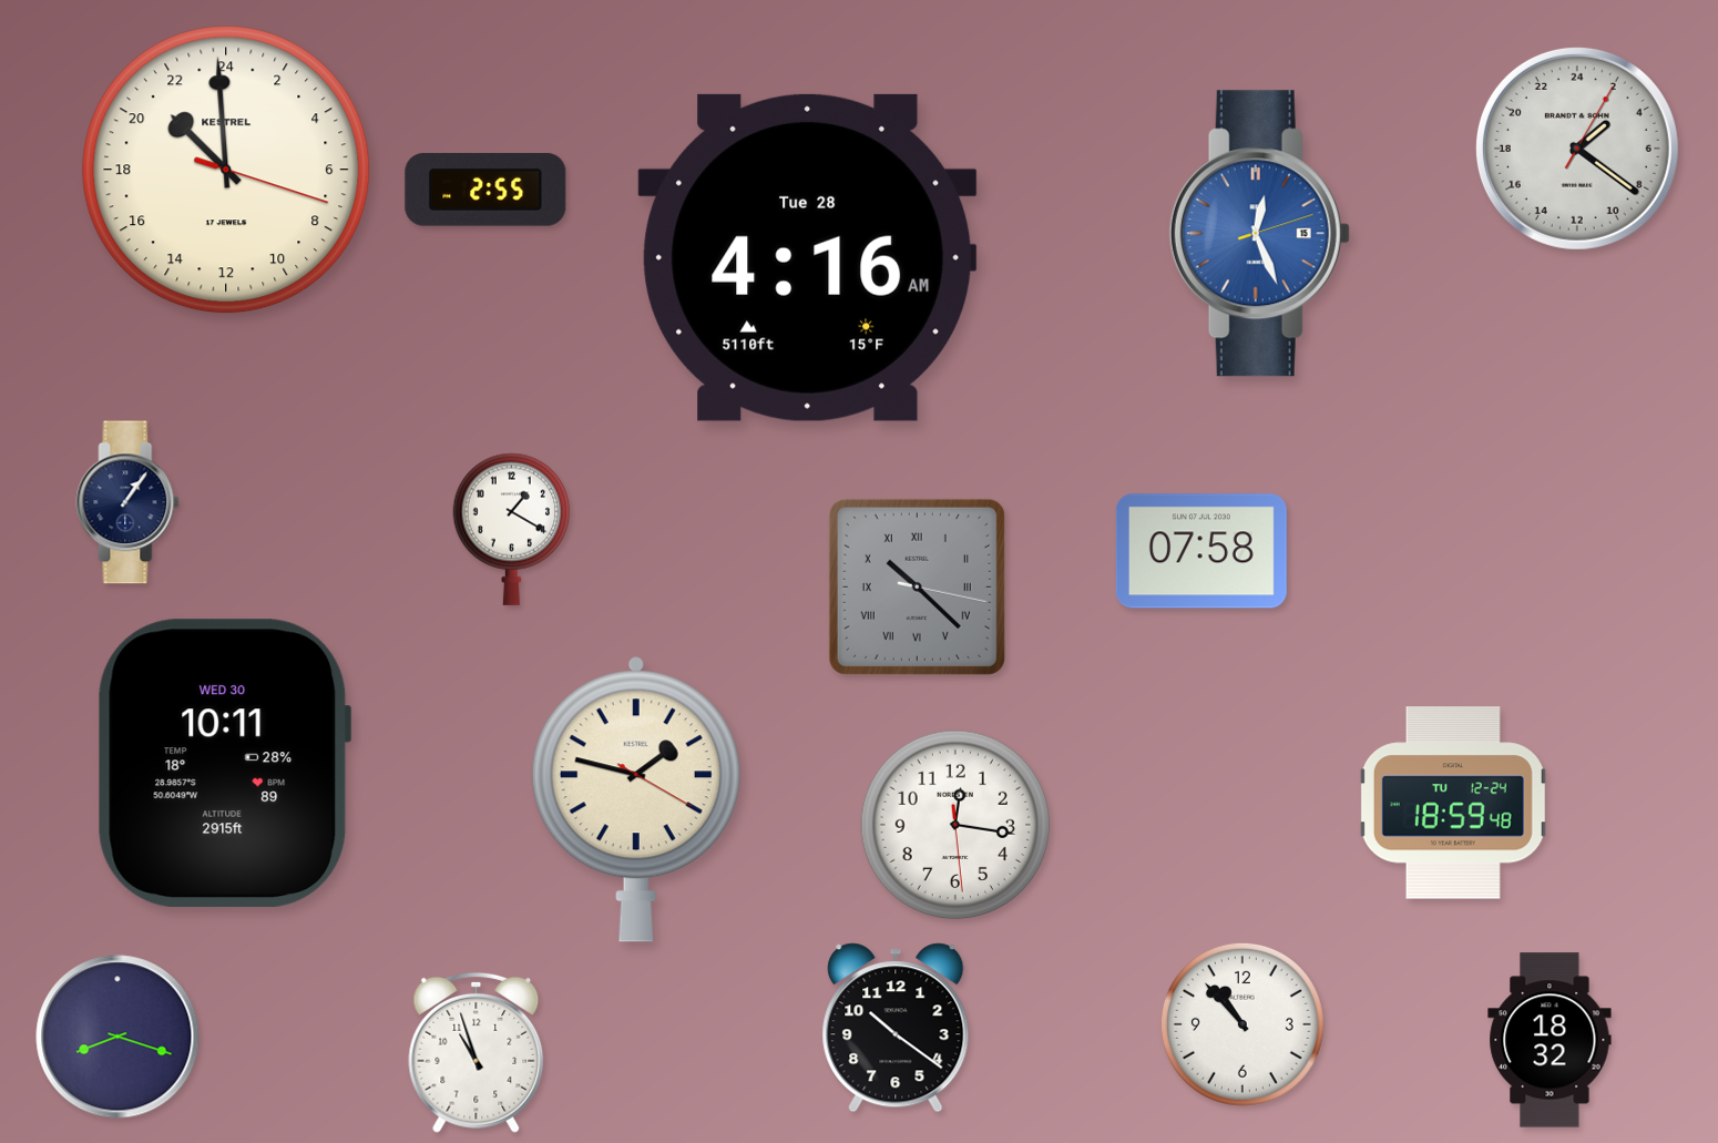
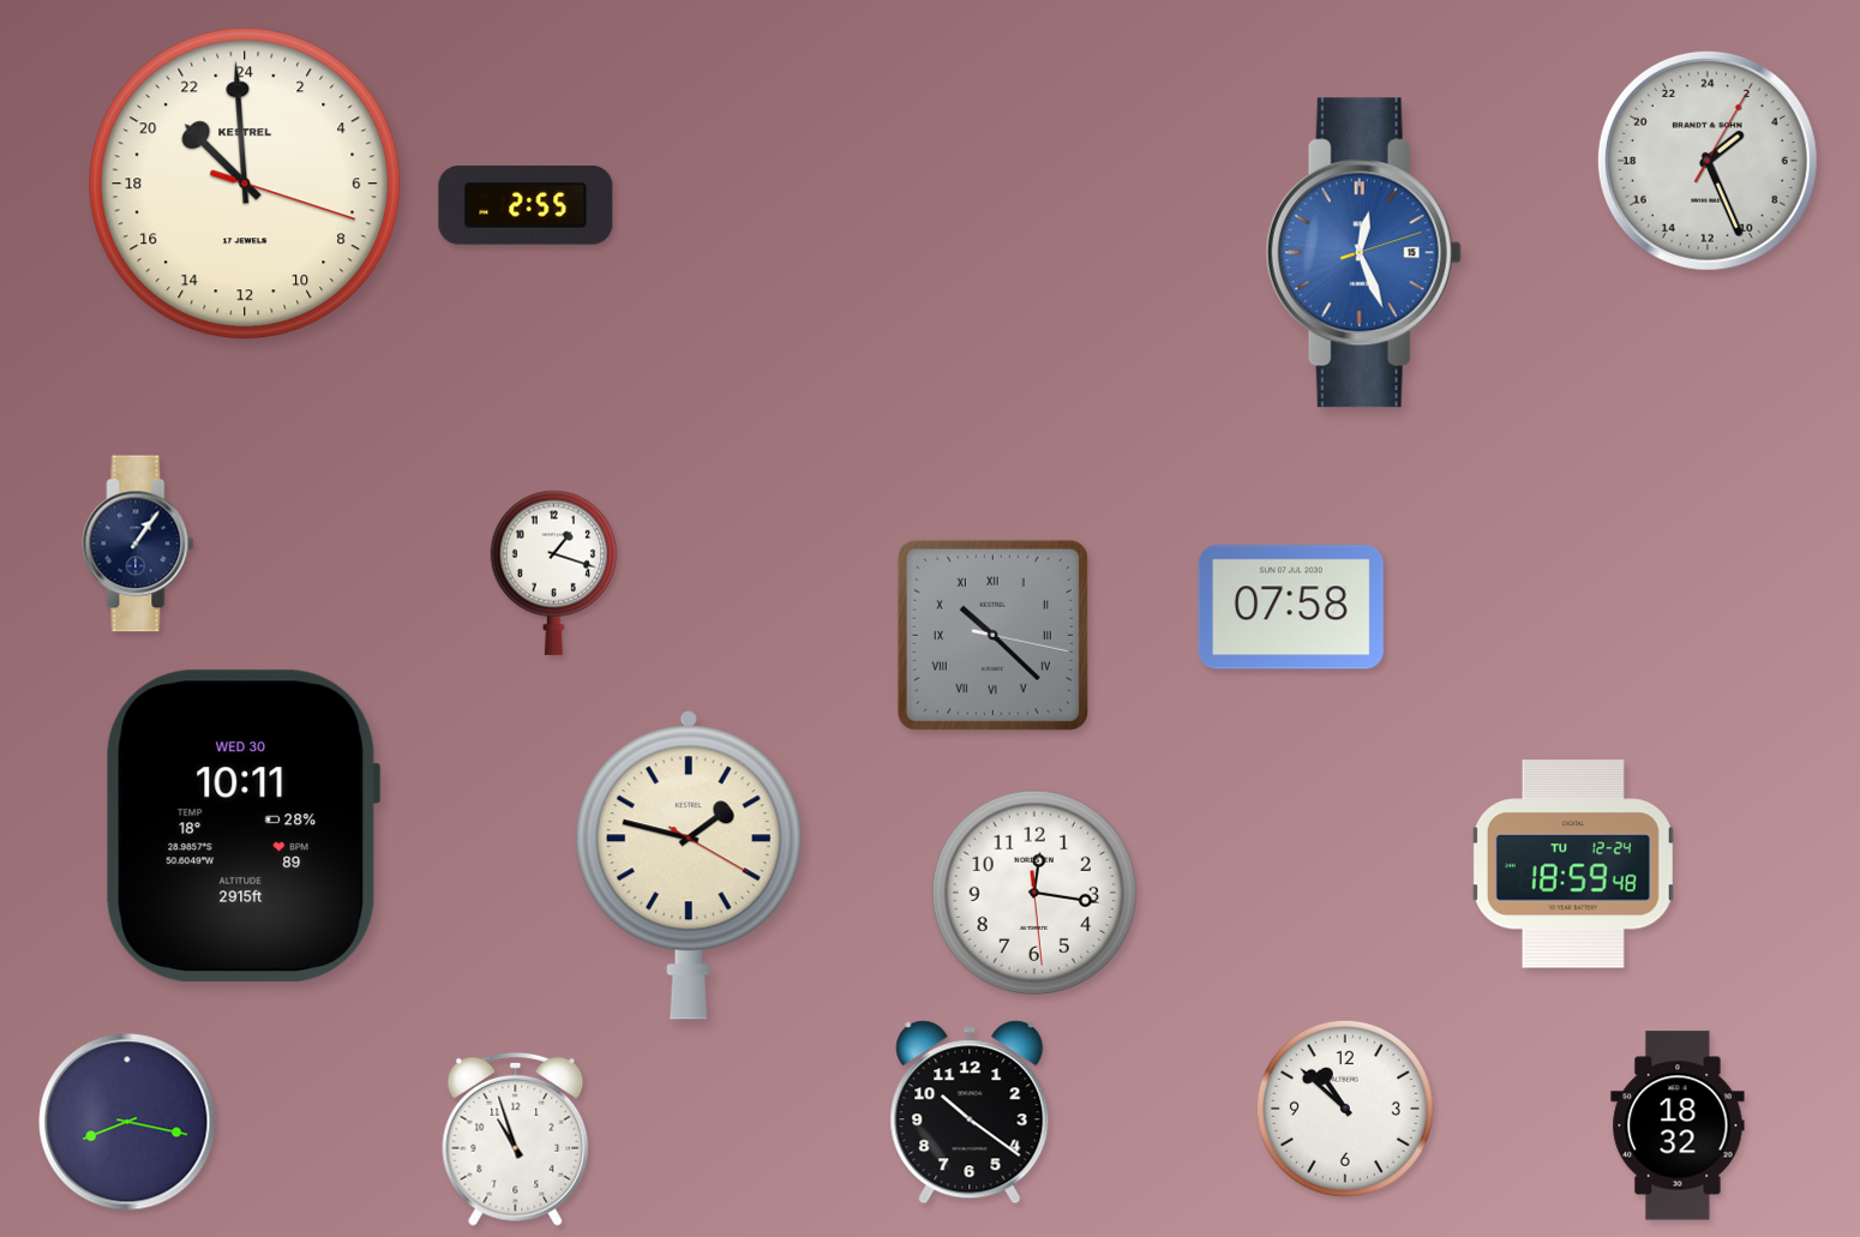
clock at (1577, 149): 3:21 -> 3:26
clock at (808, 257): 4:16 -> none
clock at (512, 529): 1:20 -> 1:18
clock at (1201, 551) position: (1201, 551) -> (1291, 607)
clock at (1453, 803) position: (1453, 803) -> (1573, 864)
clock at (1243, 1024): 10:53 -> 10:52
clock at (117, 1037): 8:18 -> 8:17
